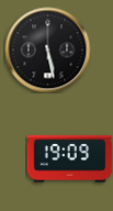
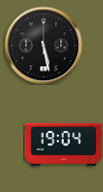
clock at (69, 159): 19:09 -> 19:04
